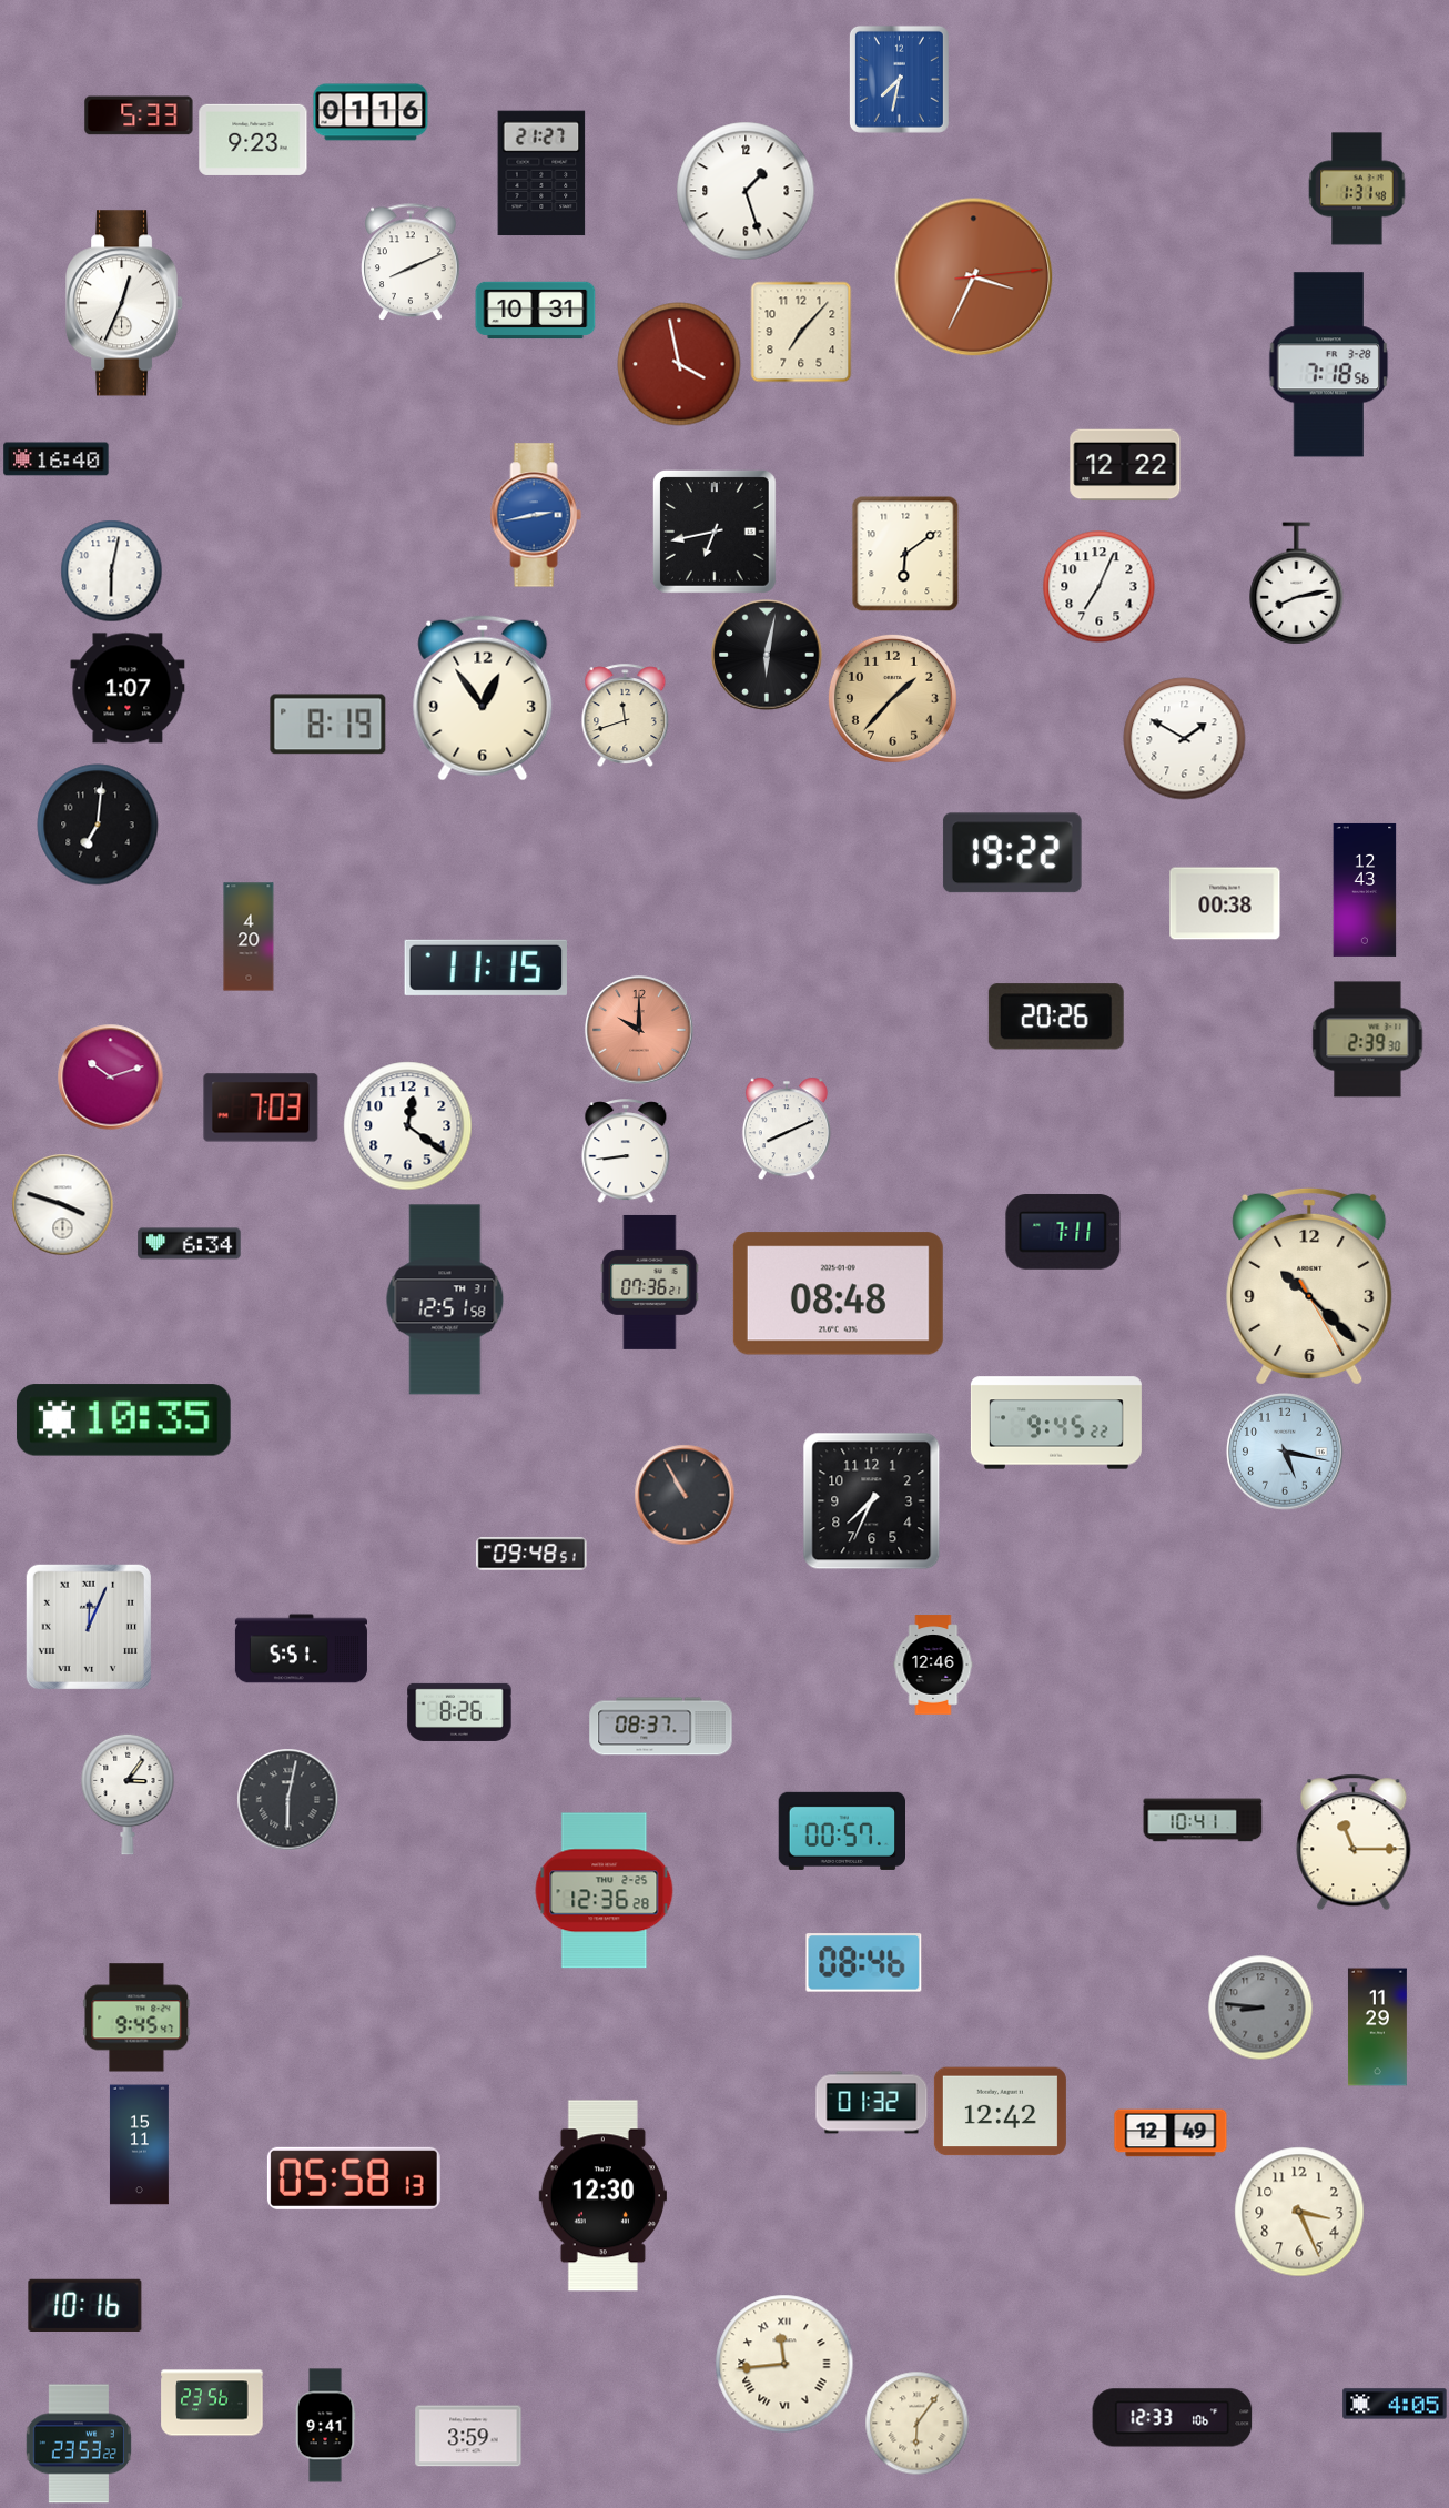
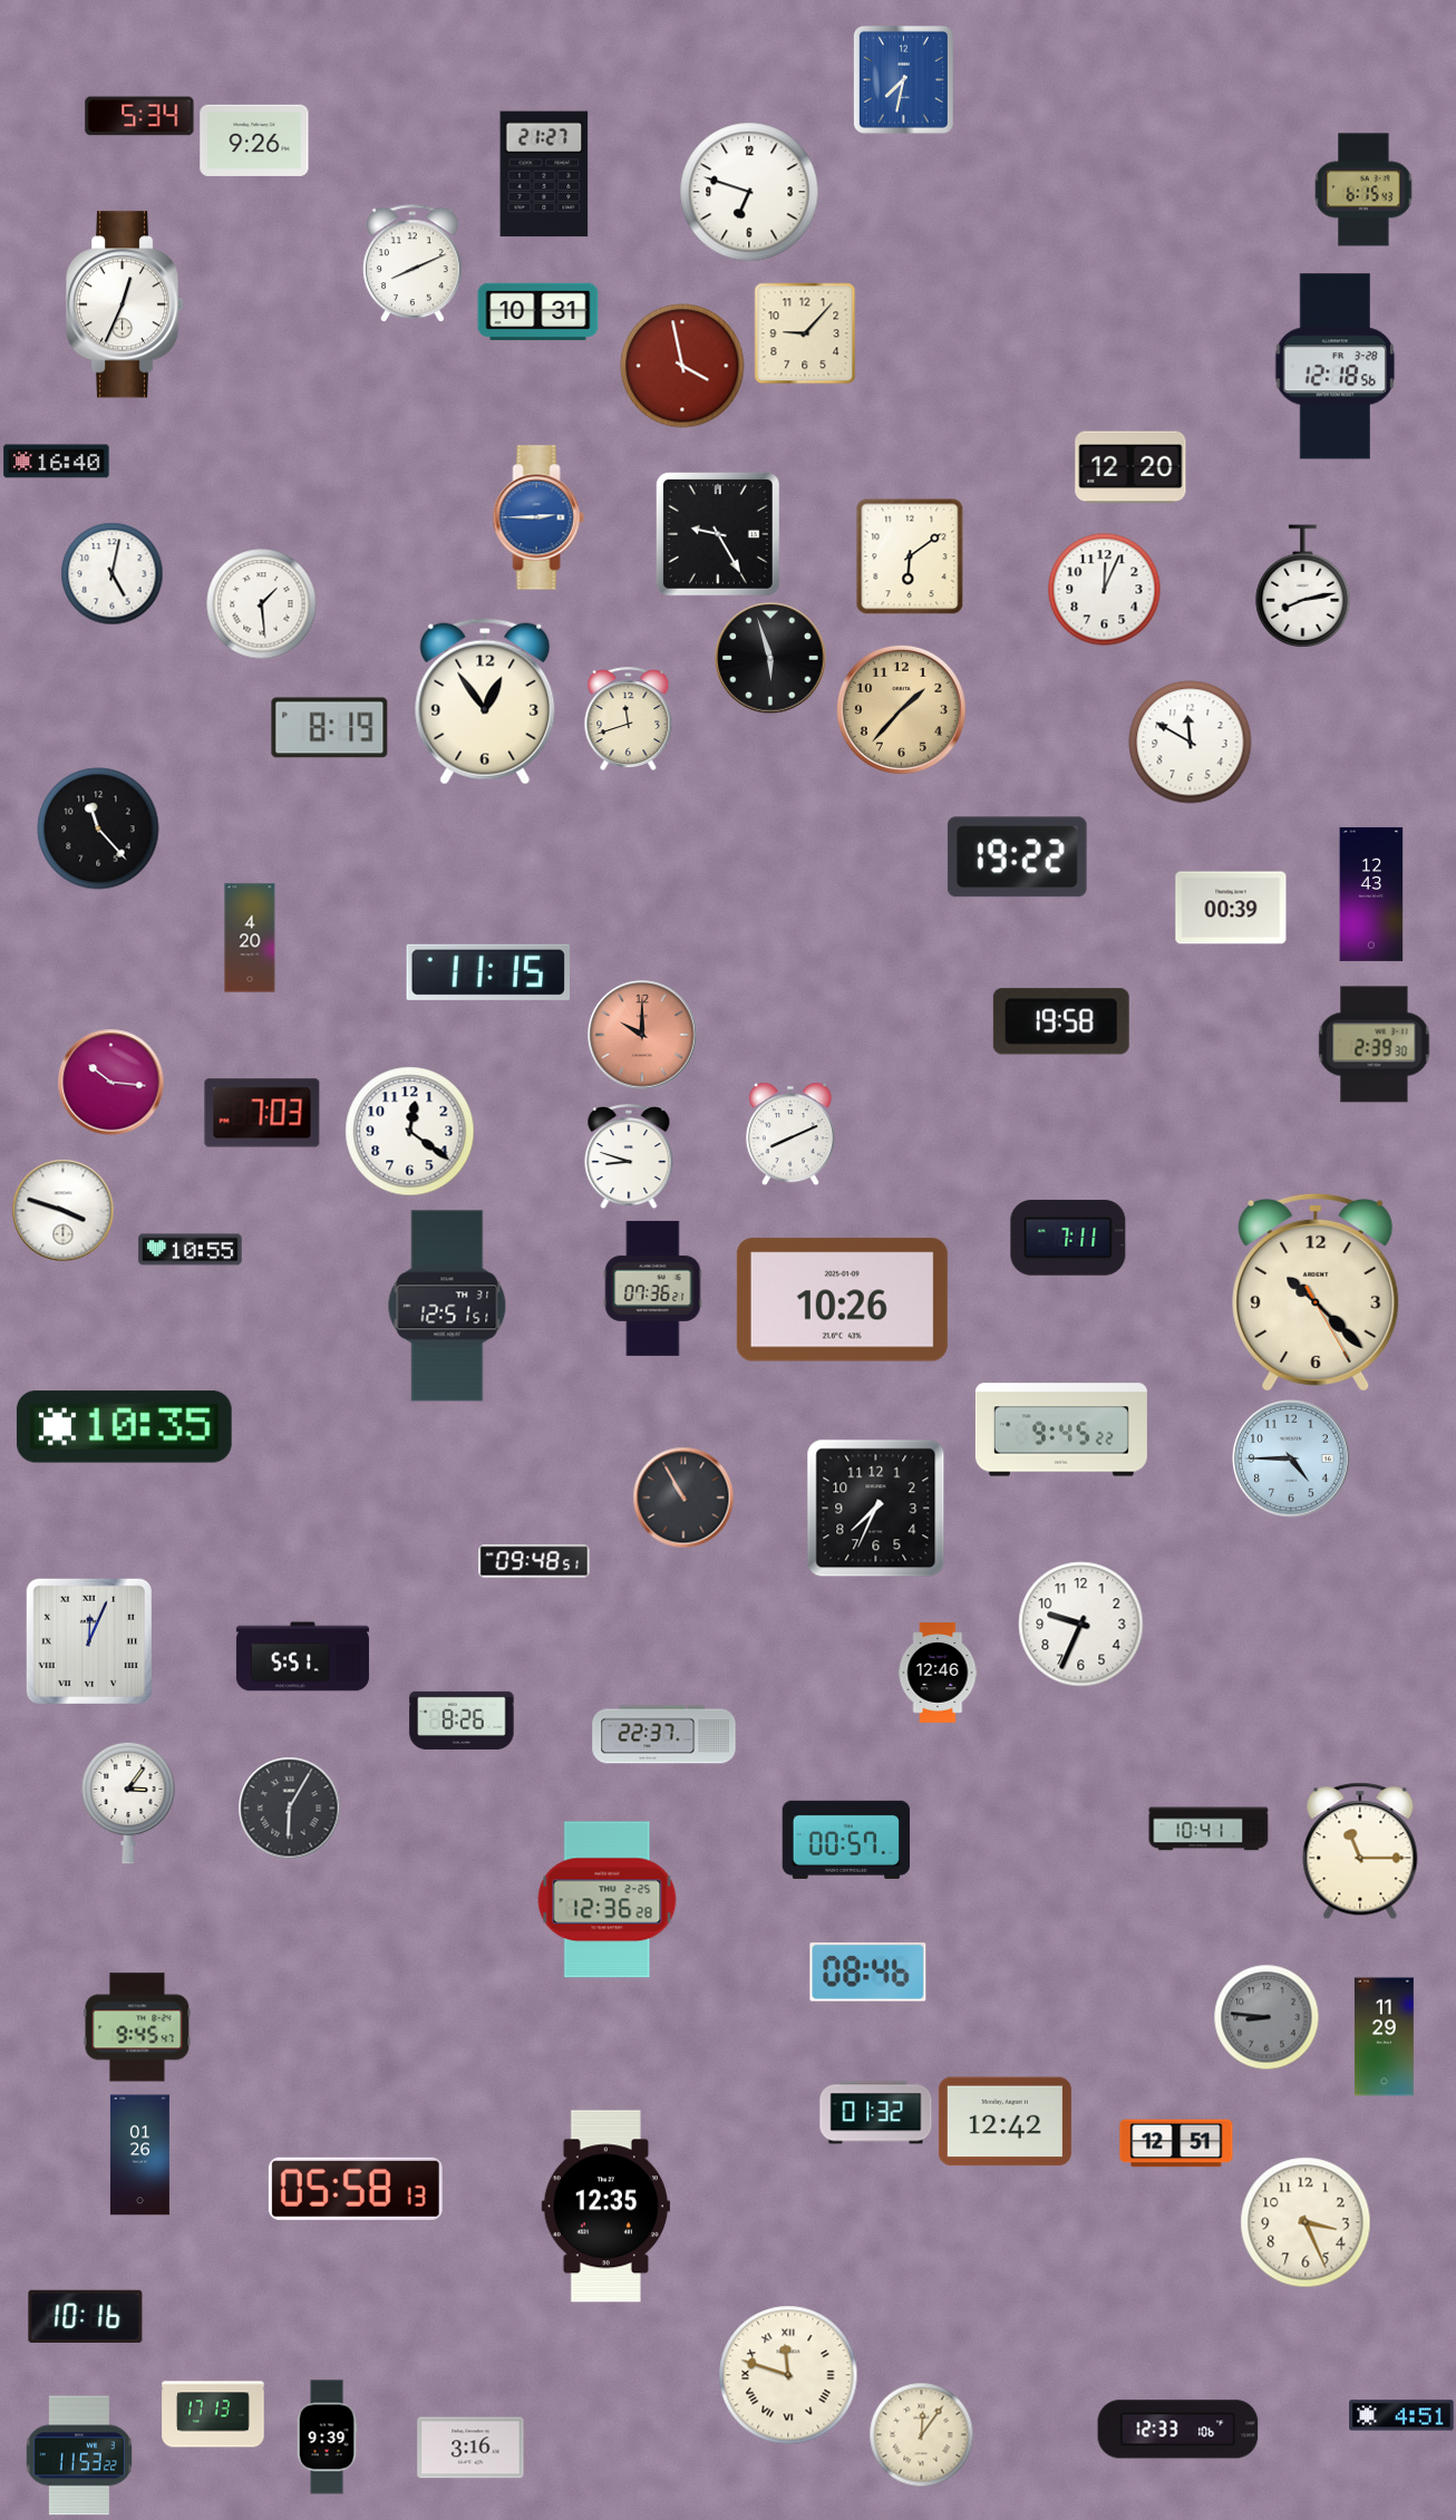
clock at (371, 112): 01:16 -> none
clock at (139, 115): 5:33 -> 5:34
clock at (253, 140): 9:23 -> 9:26
clock at (1357, 189): 1:31 -> 6:15
clock at (746, 191): 1:27 -> 6:48
clock at (974, 277): 3:34 -> none
clock at (801, 332): 7:07 -> 9:07
clock at (1329, 365): 7:18 -> 12:18
clock at (1125, 465): 12:22 -> 12:20
clock at (536, 515): 2:43 -> 2:45
clock at (715, 532): 6:43 -> 9:25
clock at (112, 572): 6:02 -> 5:02
clock at (1100, 587): 7:04 -> 12:04
clock at (262, 604): none -> 1:29
clock at (767, 655): 6:02 -> 5:57
clock at (128, 688): 1:07 -> none
clock at (892, 698) position: (892, 698) -> (901, 709)
clock at (1185, 739): 1:50 -> 11:50
clock at (98, 825): 7:01 -> 11:23
clock at (1225, 903): 00:38 -> 00:39
clock at (249, 937) position: (249, 937) -> (250, 938)
clock at (1056, 1017): 20:26 -> 19:58
clock at (111, 1078): 10:12 -> 10:16
clock at (626, 1152): 8:44 -> 8:48
clock at (190, 1244): 6:34 -> 10:55
clock at (838, 1294): 08:48 -> 10:26
clock at (445, 1299): 12:51:58 -> 12:51:51
clock at (1286, 1453): 5:17 -> 4:45
clock at (685, 1495) position: (685, 1495) -> (683, 1498)
clock at (1081, 1625): none -> 9:34
clock at (89, 1627) position: (89, 1627) -> (89, 1641)
clock at (661, 1727): 08:37 -> 22:37
clock at (288, 1800): 6:02 -> 6:05
clock at (1171, 2133): 12:49 -> 12:51
clock at (139, 2145): 15:11 -> 01:26
clock at (602, 2196): 12:30 -> 12:35
clock at (784, 2364): 11:44 -> 11:48
clock at (212, 2403): 23:56 -> 17:13
clock at (1395, 2404): 4:05 -> 4:51
clock at (918, 2424): 6:06 -> 12:06
clock at (325, 2426): 9:41 -> 9:39
clock at (468, 2436): 3:59 -> 3:16
clock at (79, 2444): 23:53 -> 11:53
